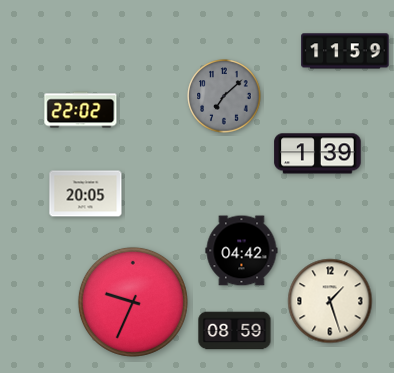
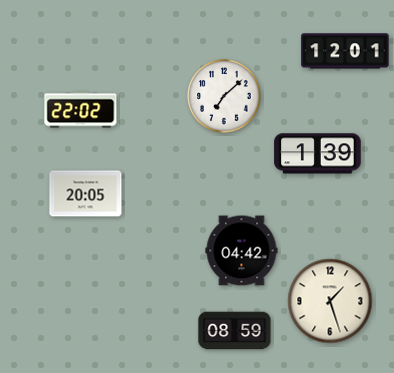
clock at (345, 51): 11:59 -> 12:01
clock at (224, 96) dial: grey -> white
clock at (133, 302): 9:34 -> none
